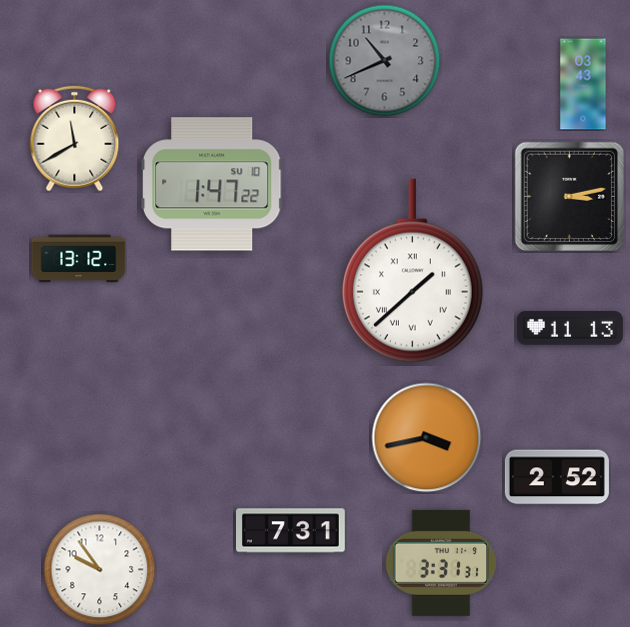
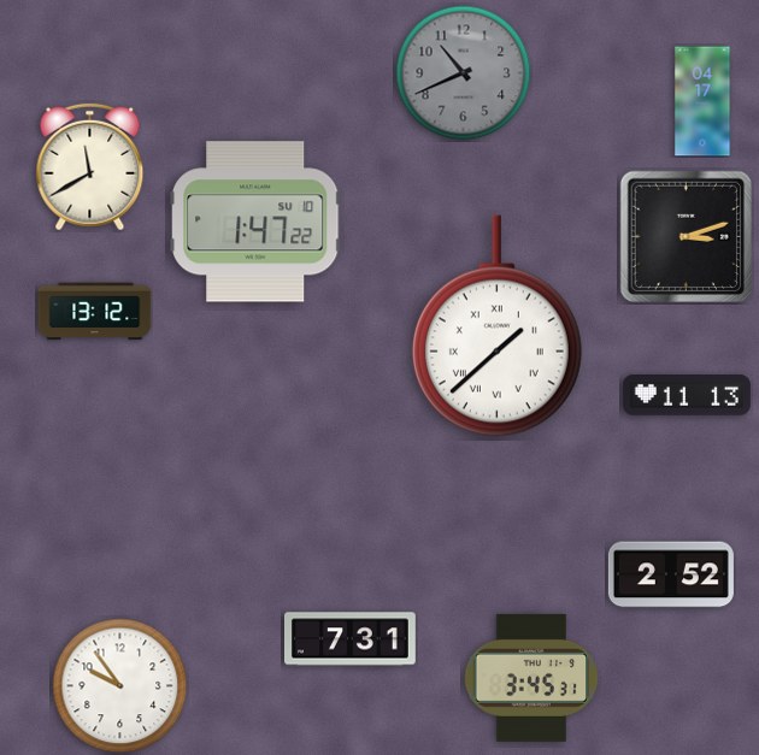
clock at (583, 84): 03:43 -> 04:17
clock at (569, 196): 3:13 -> 3:12
clock at (427, 438): 3:43 -> none
clock at (441, 563): 3:31 -> 3:45
